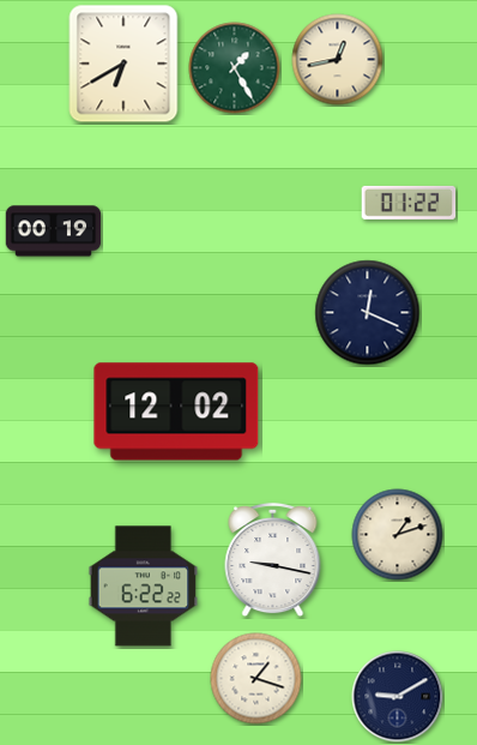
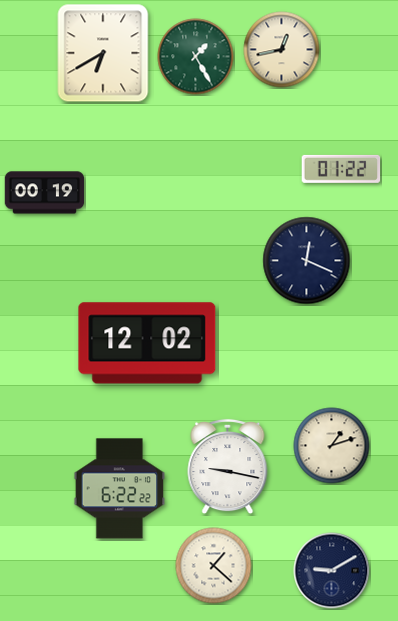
clock at (256, 679): 1:18 -> 1:22
clock at (398, 697) position: (398, 697) -> (332, 571)
